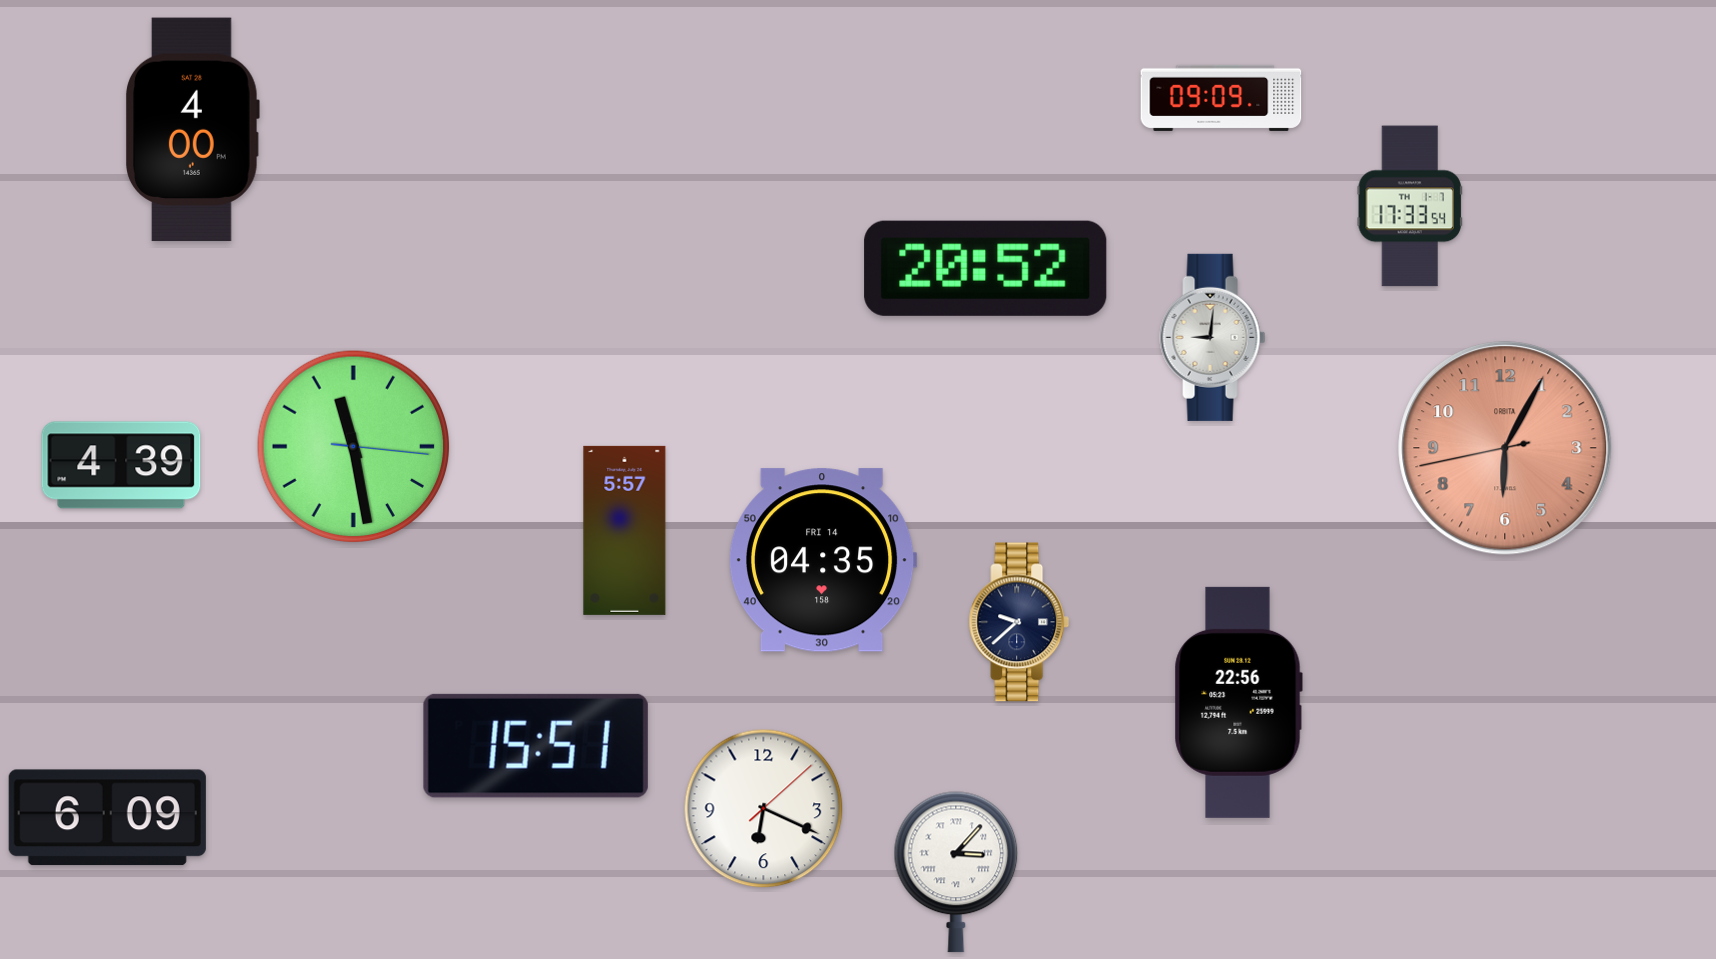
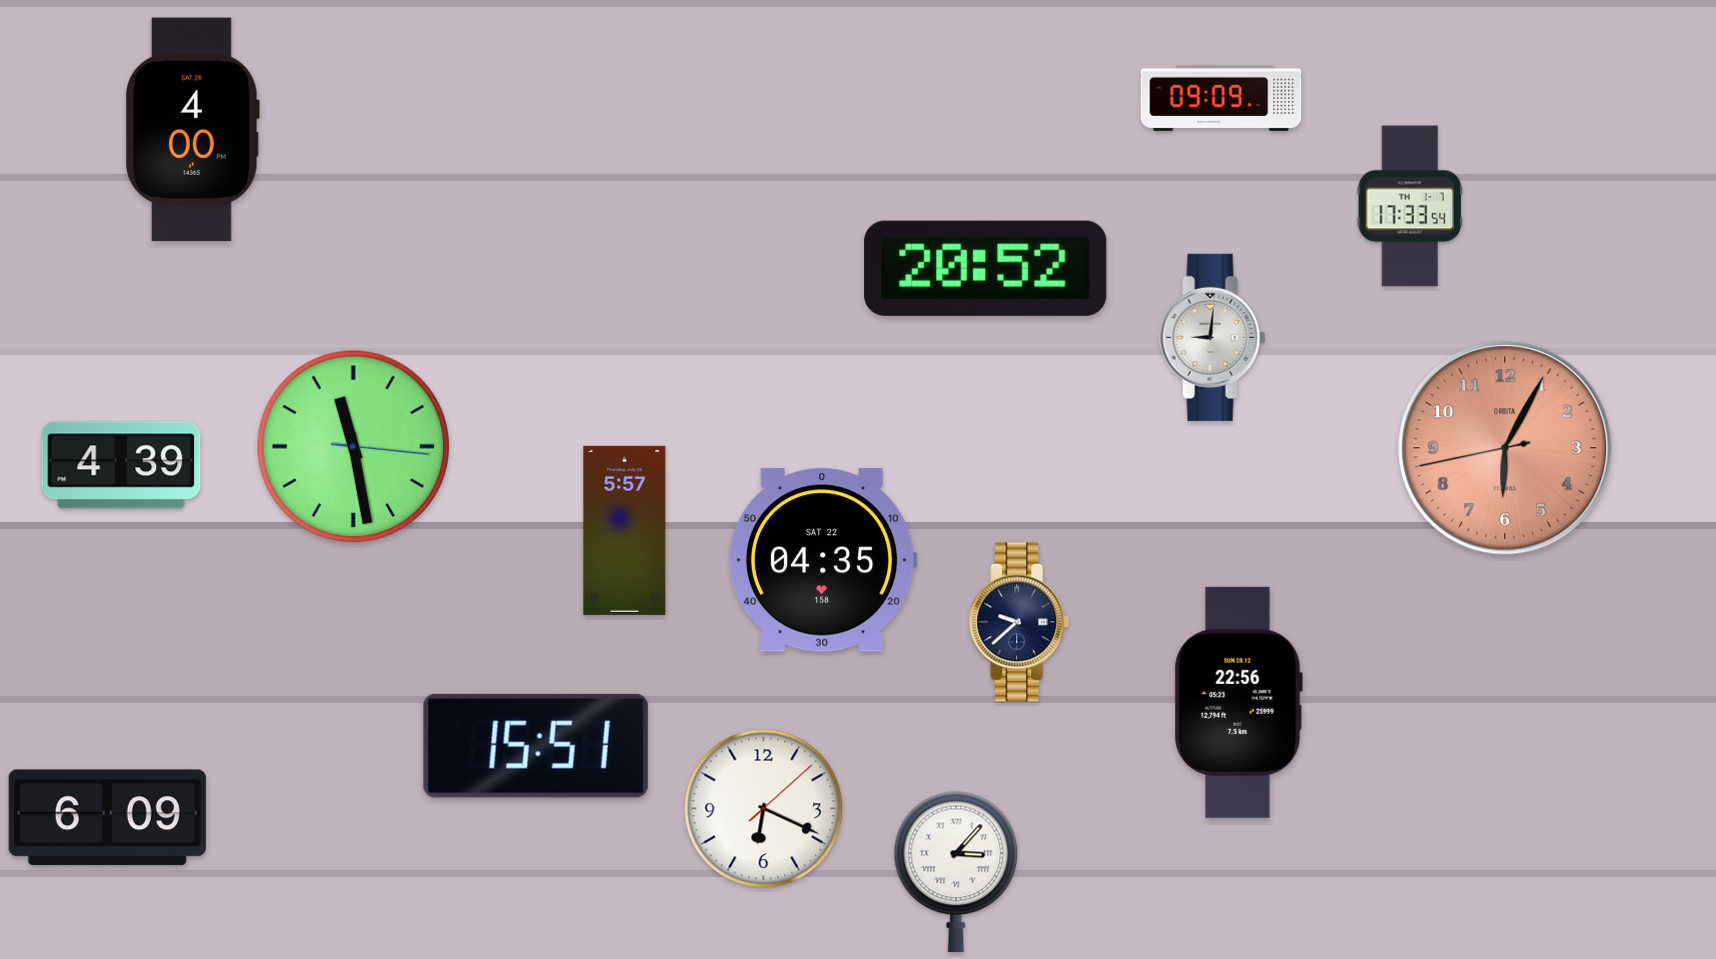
clock at (823, 560) date: FRI 14 -> SAT 22
